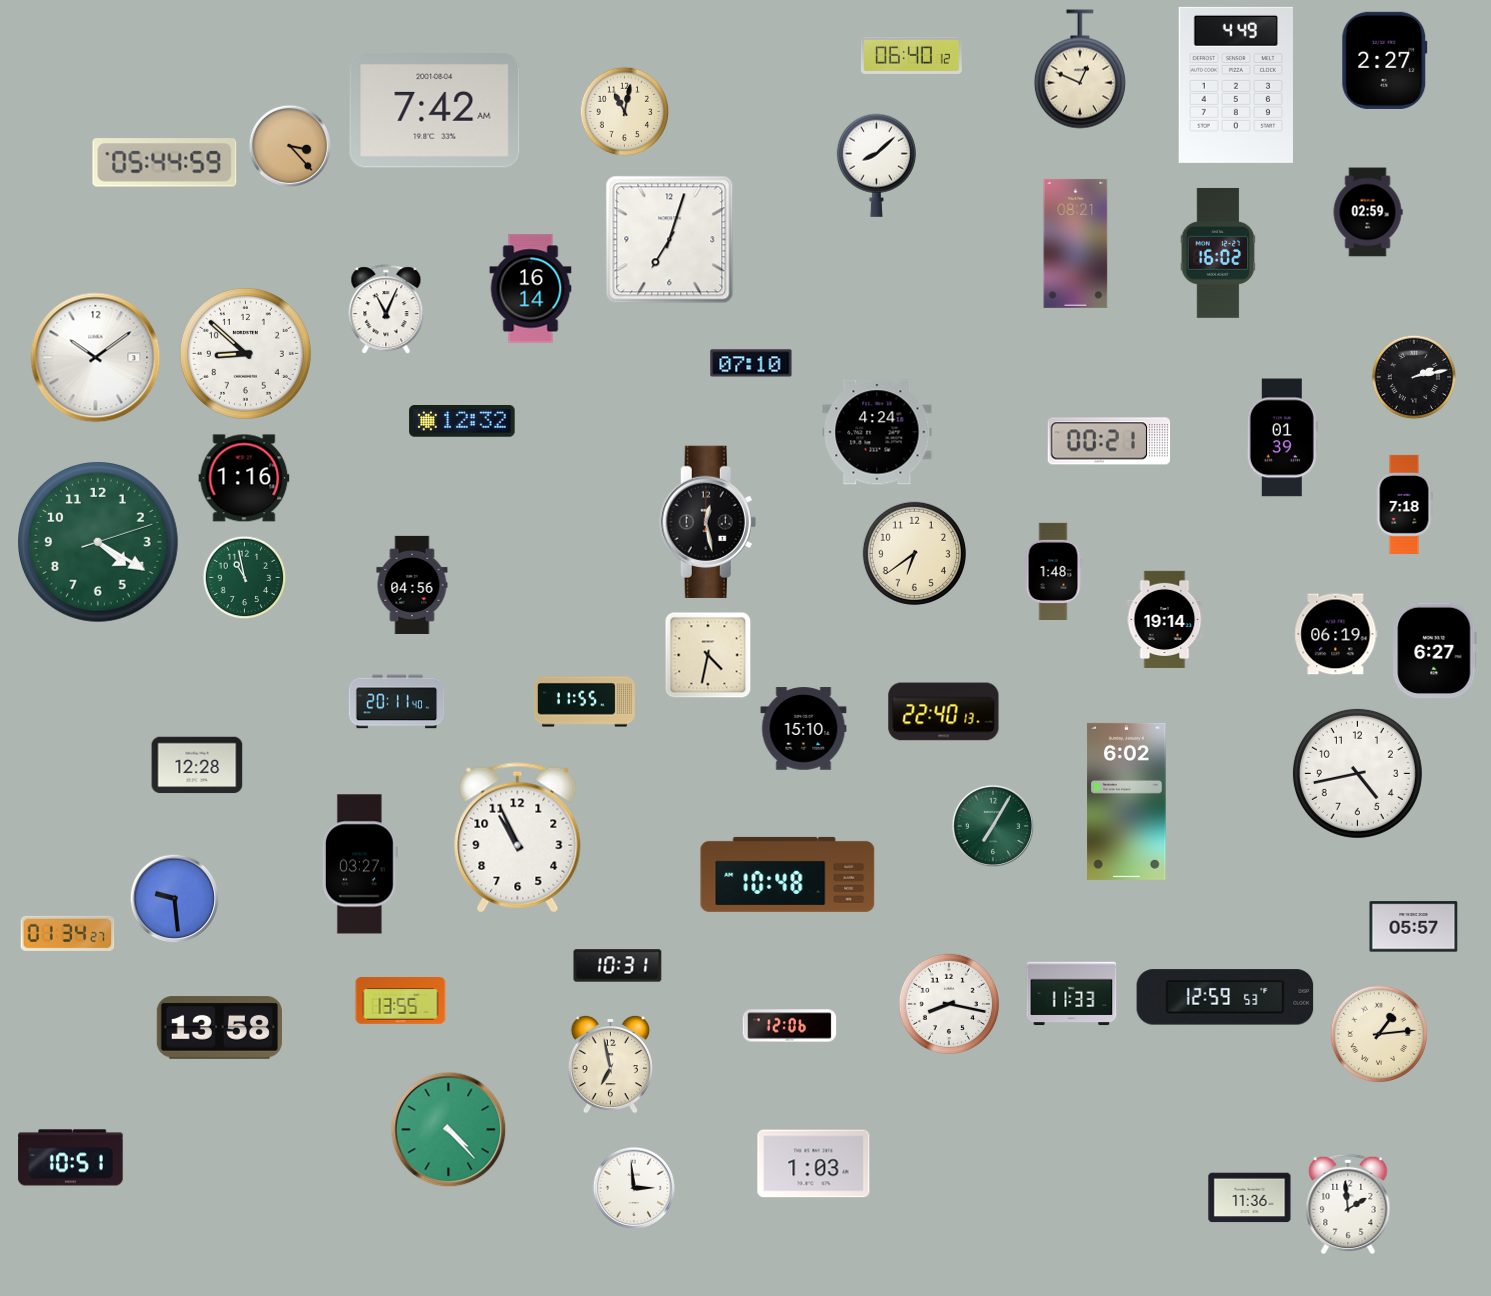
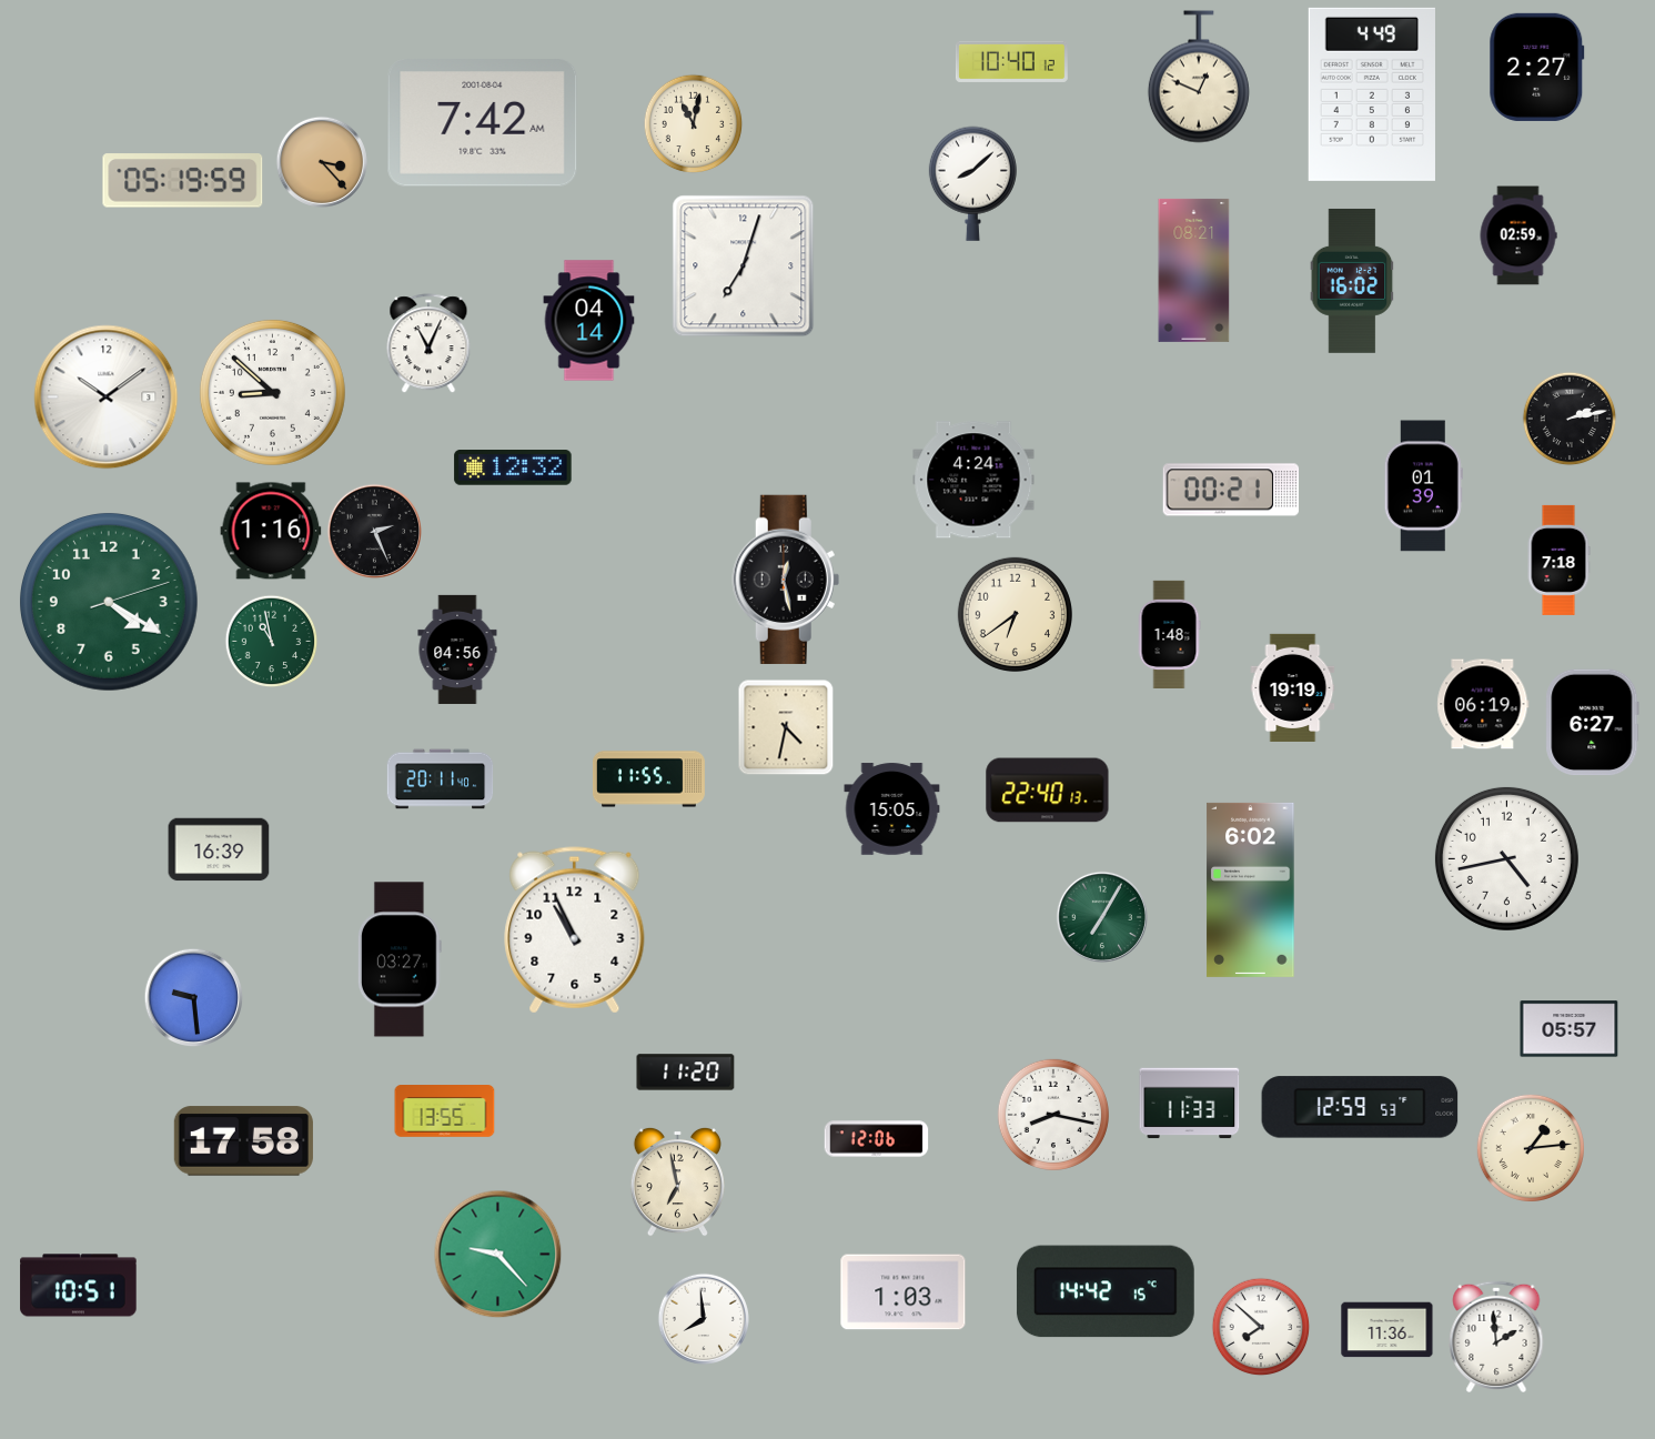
clock at (911, 55): 06:40 -> 10:40
clock at (165, 163): 05:44 -> 05:19
clock at (531, 289): 16:14 -> 04:14
clock at (751, 363): 07:10 -> none
clock at (374, 531): none -> 2:26
clock at (1165, 619): 19:14 -> 19:19
clock at (804, 729): 15:10 -> 15:05
clock at (197, 765): 12:28 -> 16:39
clock at (788, 874): 10:48 -> none
clock at (68, 933): 01:34 -> none
clock at (618, 966): 10:31 -> 11:20
clock at (219, 1028): 13:58 -> 17:58
clock at (449, 1130): 4:23 -> 9:23
clock at (1106, 1291): none -> 14:42
clock at (634, 1188): 2:59 -> 7:59
clock at (1261, 1327): none -> 7:52
